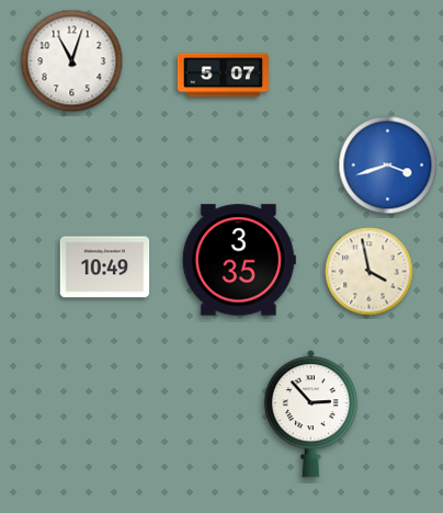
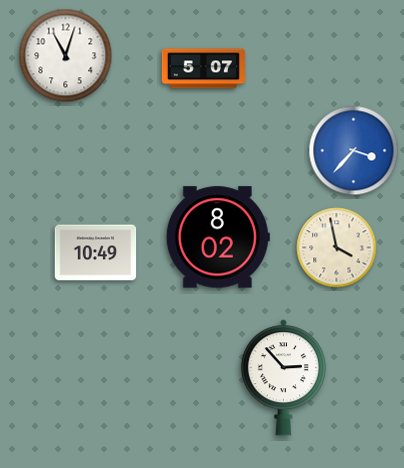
clock at (388, 166): 3:42 -> 3:37
clock at (239, 260): 3:35 -> 8:02
clock at (105, 267) position: (105, 267) -> (96, 253)
